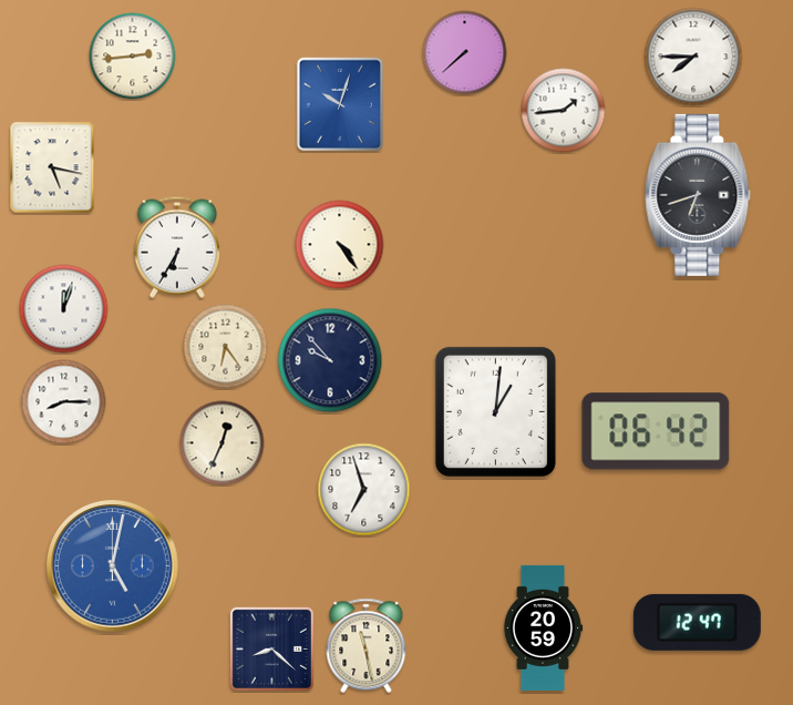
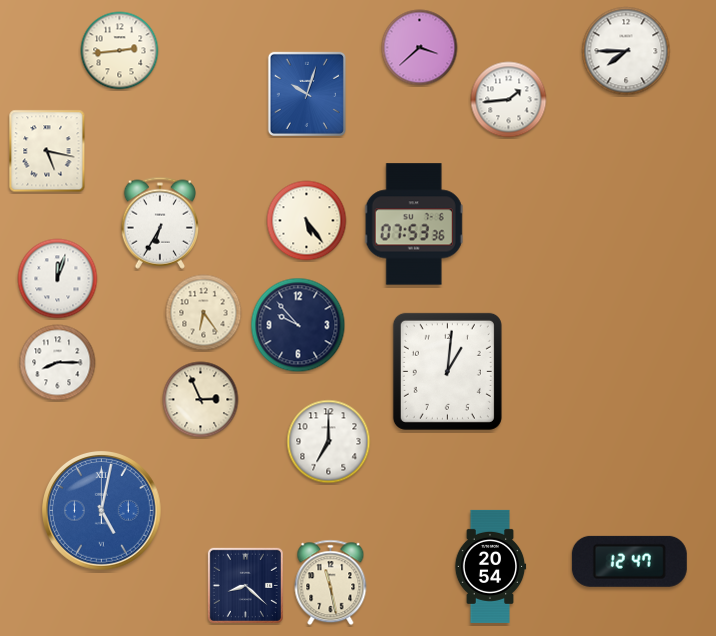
clock at (465, 53): 7:38 -> 3:38
clock at (698, 195): 6:42 -> none
clock at (340, 245): 4:24 -> 5:24
clock at (414, 224): none -> 07:53
clock at (656, 431): 06:42 -> none
clock at (223, 443): 12:34 -> 2:56
clock at (364, 490): 6:57 -> 7:00
clock at (543, 627): 20:59 -> 20:54
